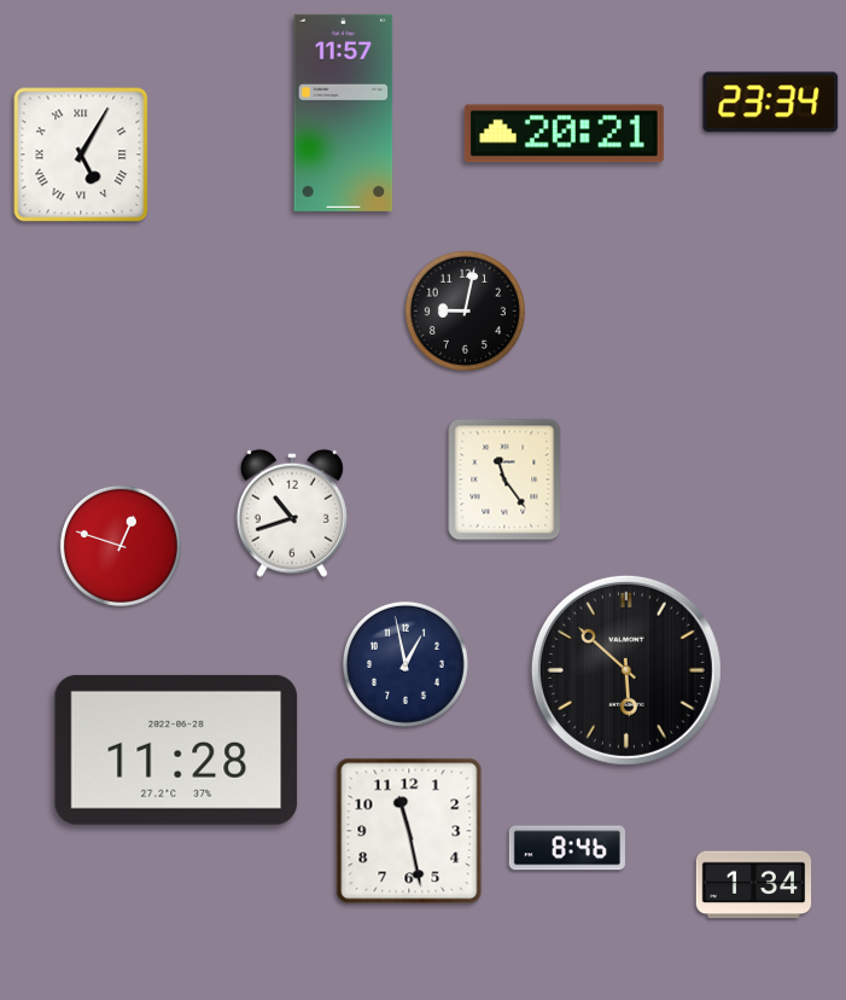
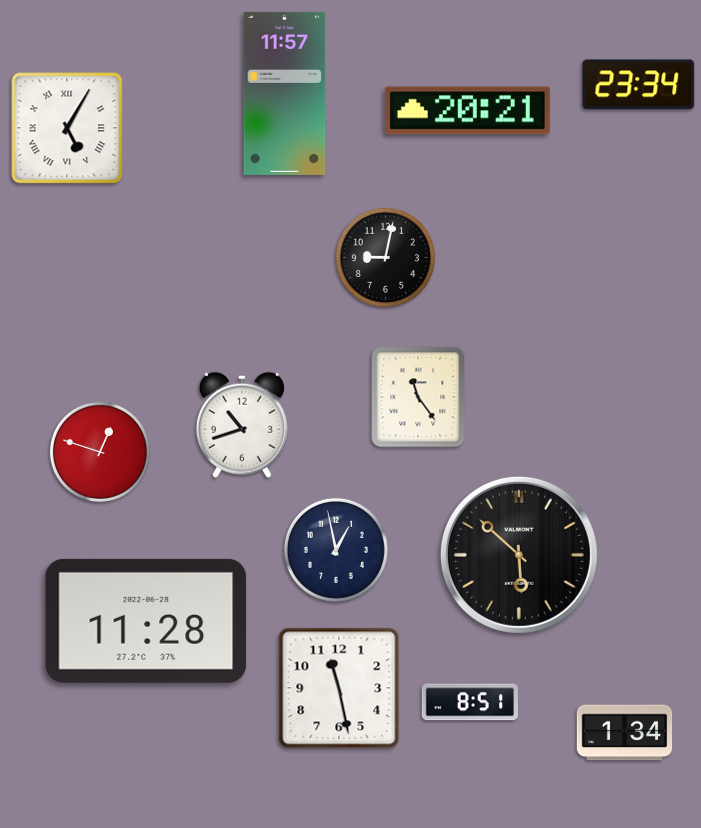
clock at (567, 848): 8:46 -> 8:51
